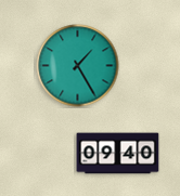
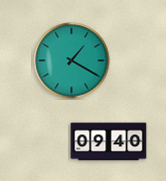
clock at (78, 66): 1:25 -> 1:20
